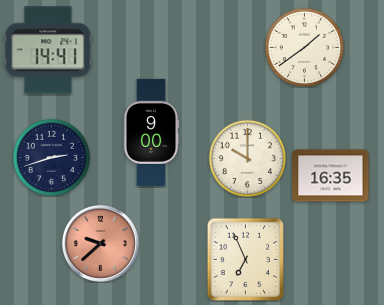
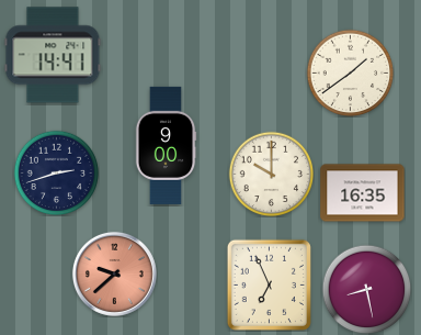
clock at (304, 47) position: (304, 47) -> (350, 72)
clock at (100, 243) position: (100, 243) -> (114, 273)
clock at (366, 289): none -> 8:28
